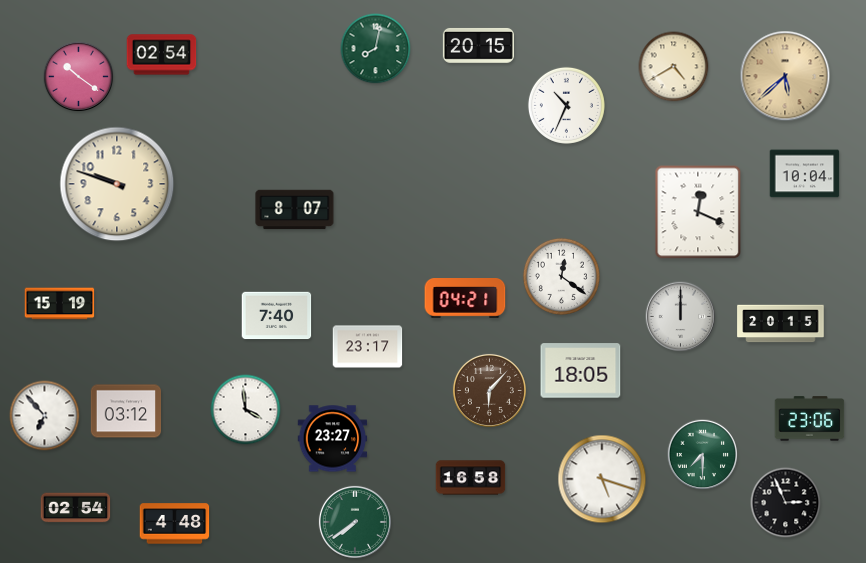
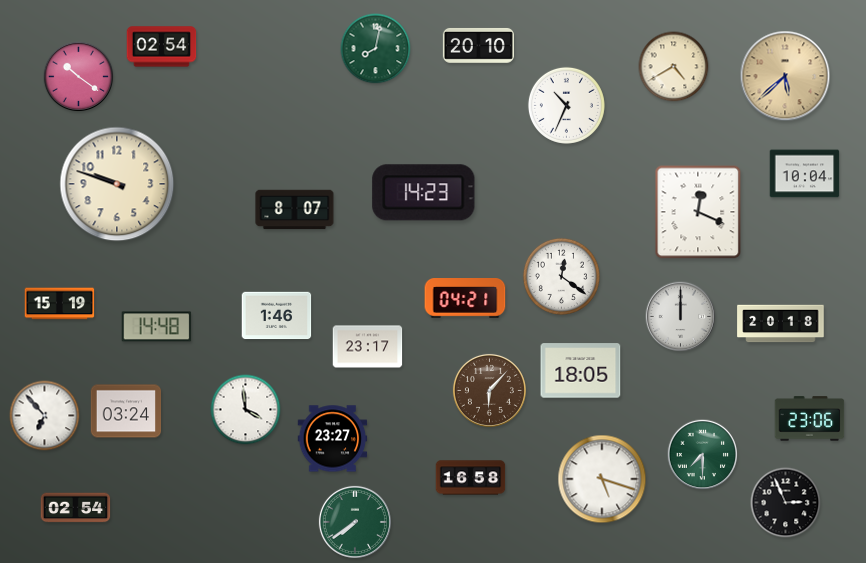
clock at (478, 45): 20:15 -> 20:10
clock at (162, 55) position: (162, 55) -> (162, 47)
clock at (424, 193): none -> 14:23
clock at (277, 316): 7:40 -> 1:46
clock at (781, 324): 20:15 -> 20:18
clock at (157, 327): none -> 14:48
clock at (126, 411): 03:12 -> 03:24
clock at (175, 524): 4:48 -> none
